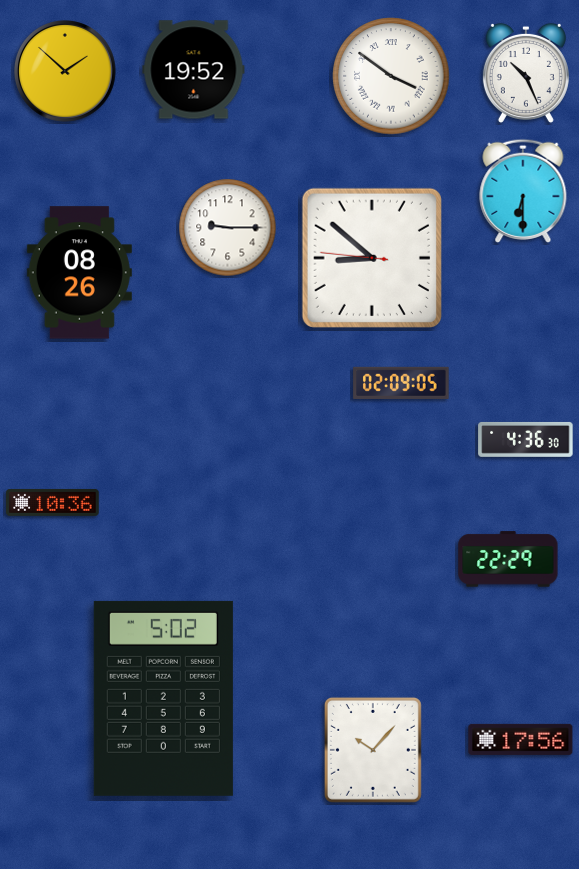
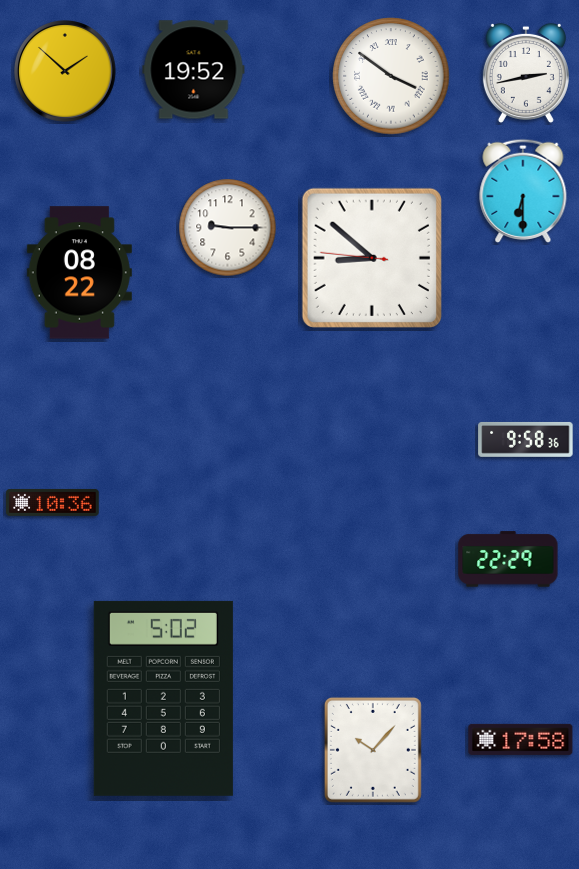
clock at (526, 73): 10:26 -> 2:43
clock at (79, 273): 08:26 -> 08:22
clock at (401, 383): 02:09 -> none
clock at (526, 439): 4:36 -> 9:58
clock at (521, 739): 17:56 -> 17:58
